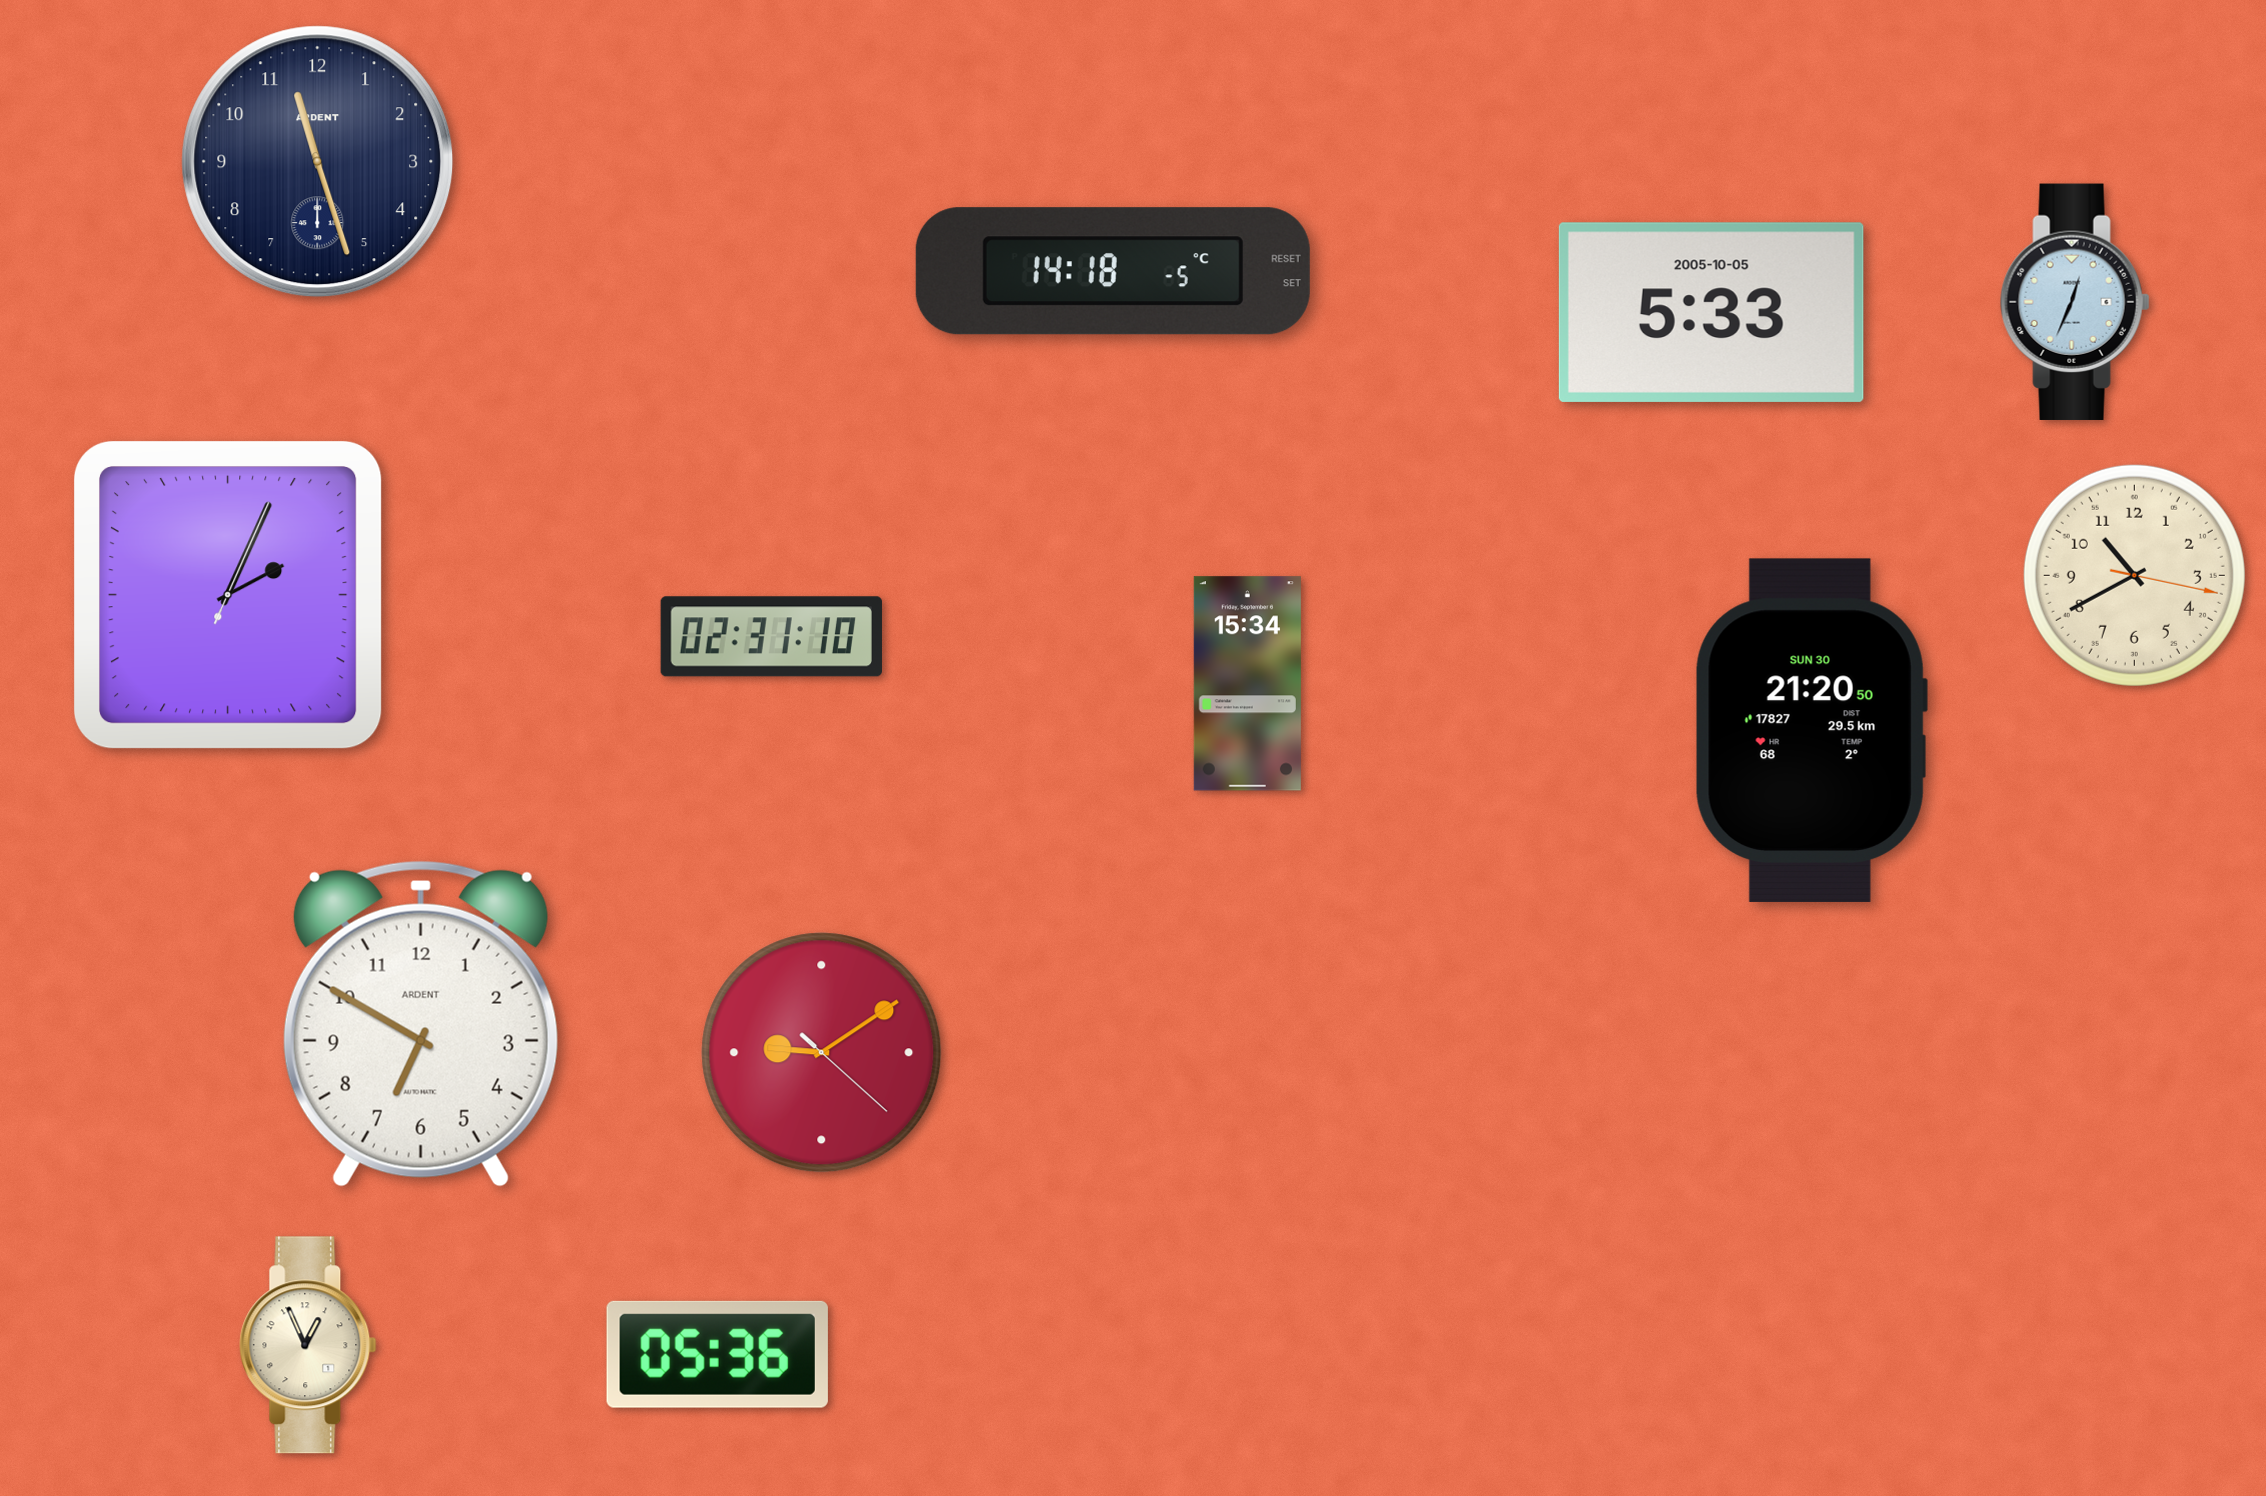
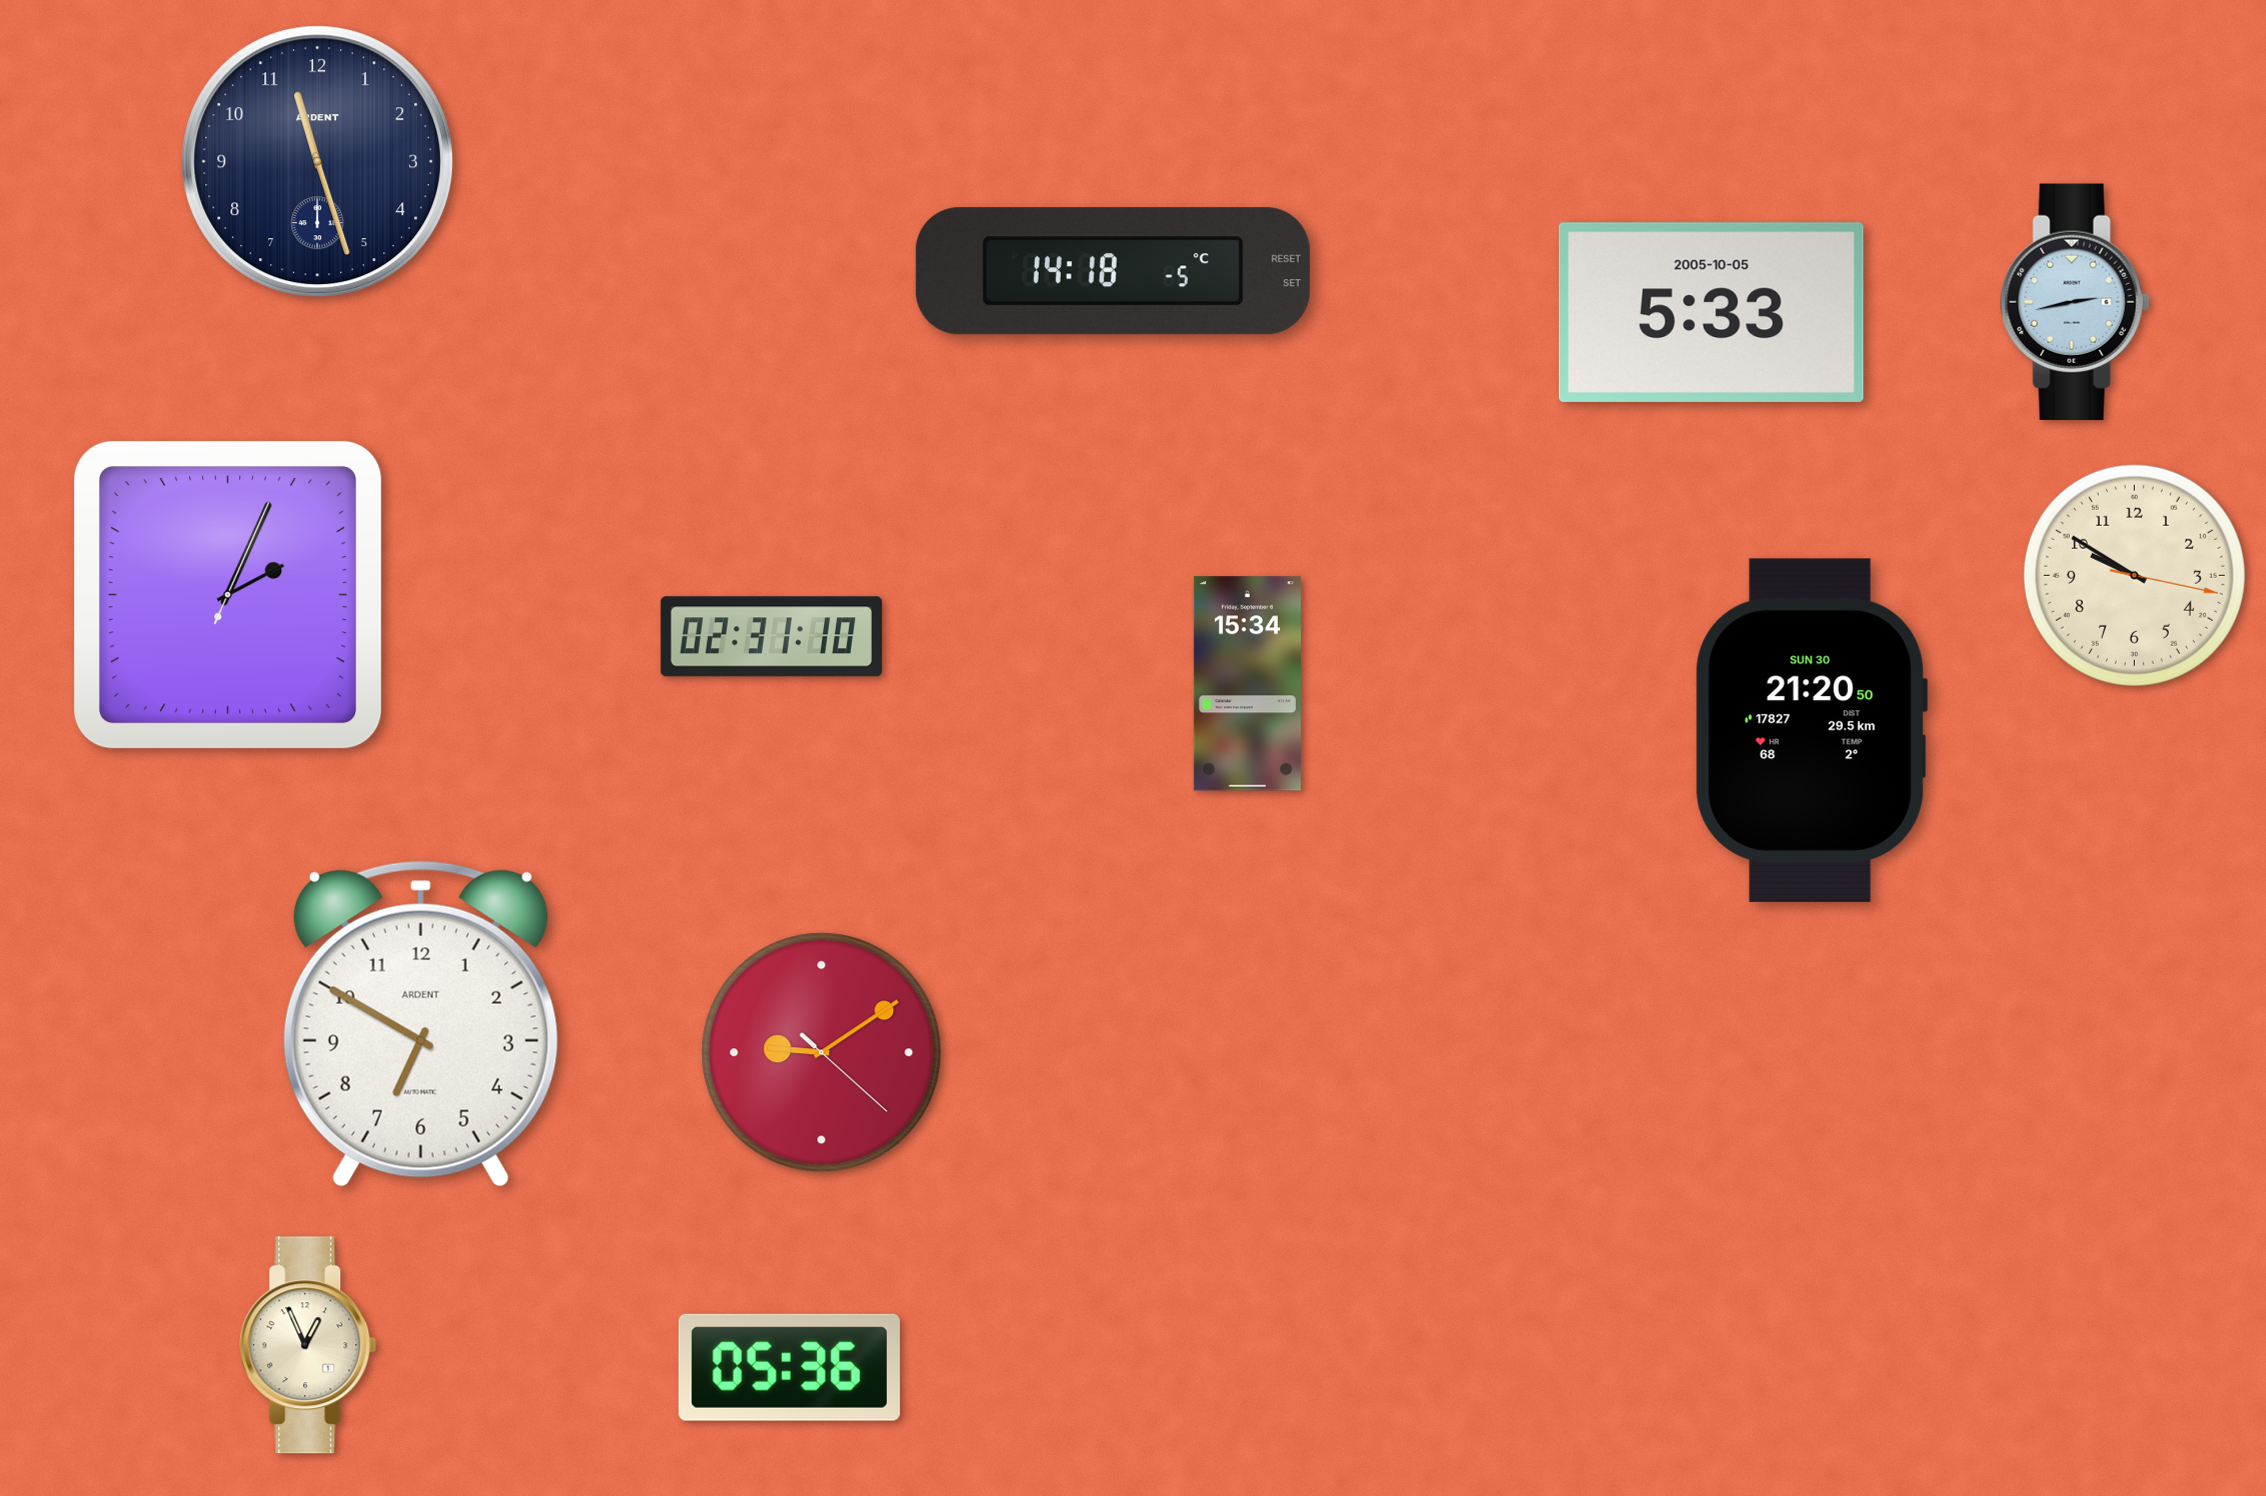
clock at (2075, 302): 12:34 -> 2:43
clock at (2134, 575): 10:40 -> 9:50
clock at (717, 1354) position: (717, 1354) -> (789, 1367)
